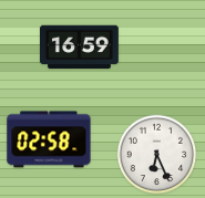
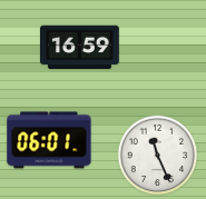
clock at (49, 139): 02:58 -> 06:01
clock at (157, 155): 6:26 -> 11:26
